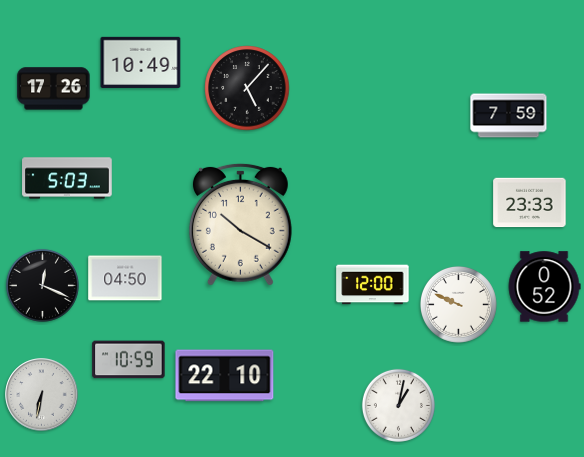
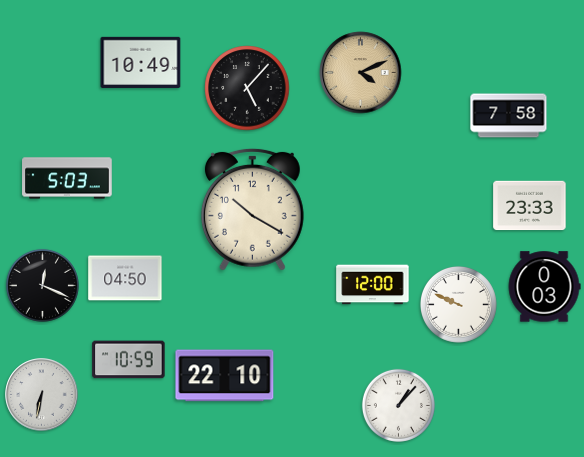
clock at (361, 73): none -> 4:11
clock at (54, 89): 17:26 -> none
clock at (509, 116): 7:59 -> 7:58
clock at (530, 203) position: (530, 203) -> (530, 206)
clock at (240, 224) position: (240, 224) -> (252, 209)
clock at (544, 287): 0:52 -> 0:03
clock at (398, 405): 1:02 -> 1:07
